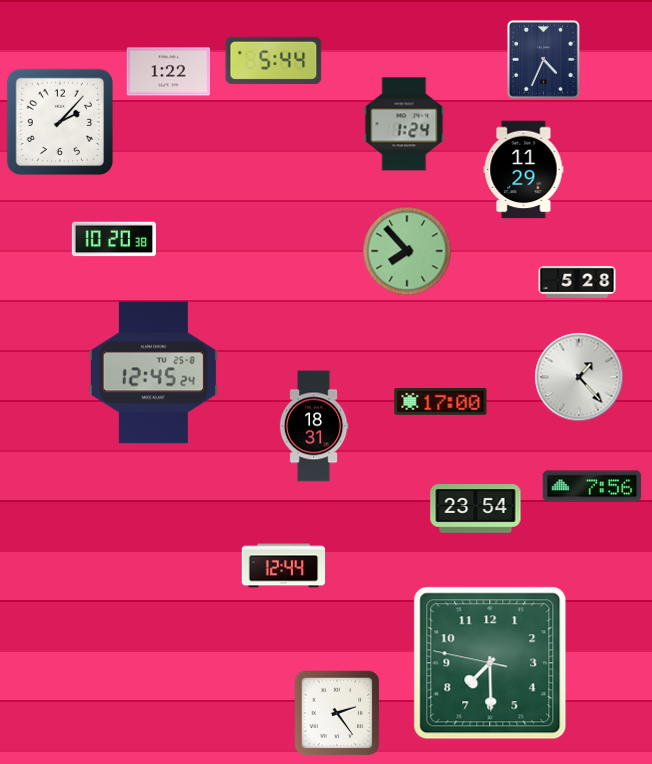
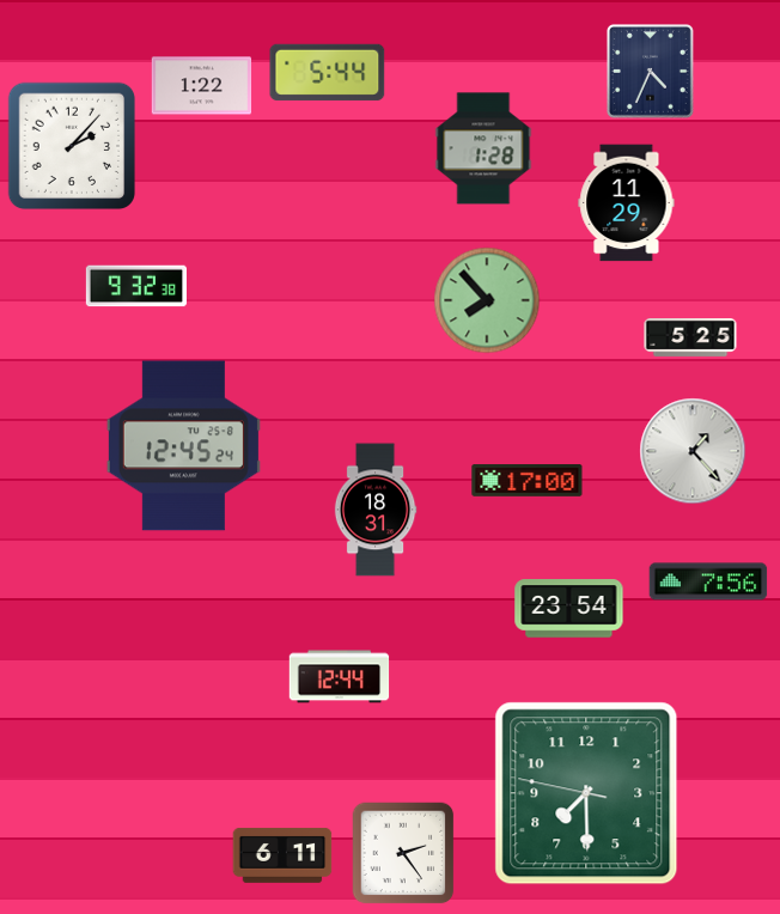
clock at (404, 124): 1:24 -> 1:28
clock at (113, 239): 10:20 -> 9:32
clock at (577, 283): 5:28 -> 5:25
clock at (282, 855): none -> 6:11
